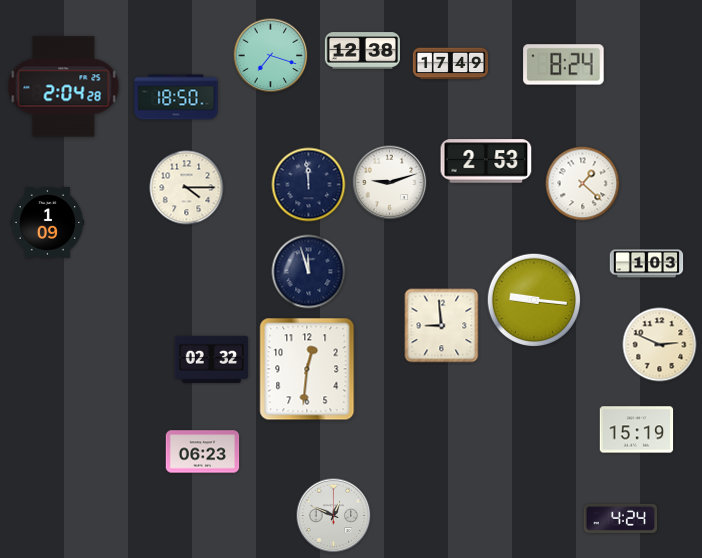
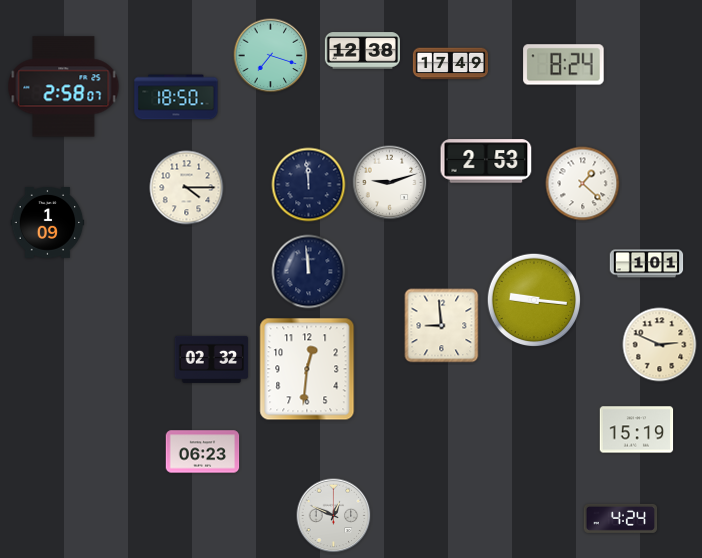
clock at (64, 87): 2:04 -> 2:58
clock at (647, 264): 1:03 -> 1:01
clock at (309, 272): 11:57 -> 11:59
